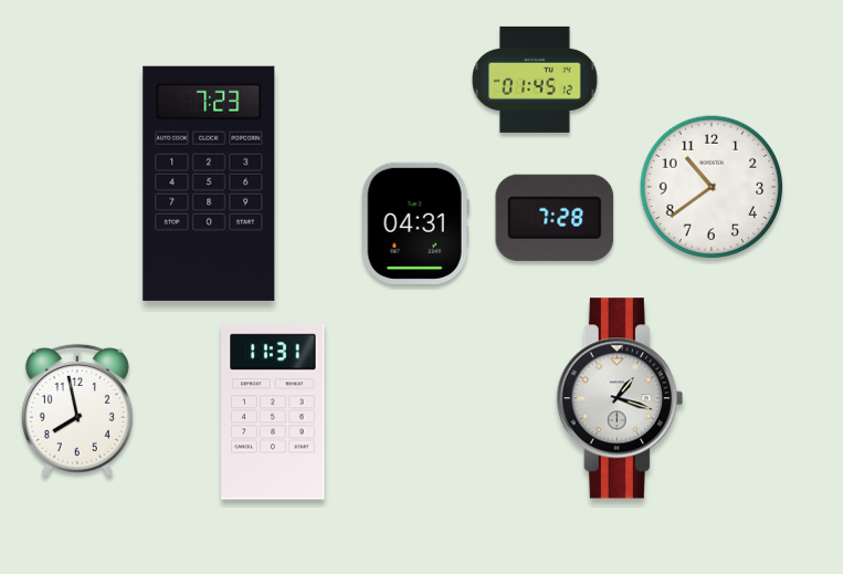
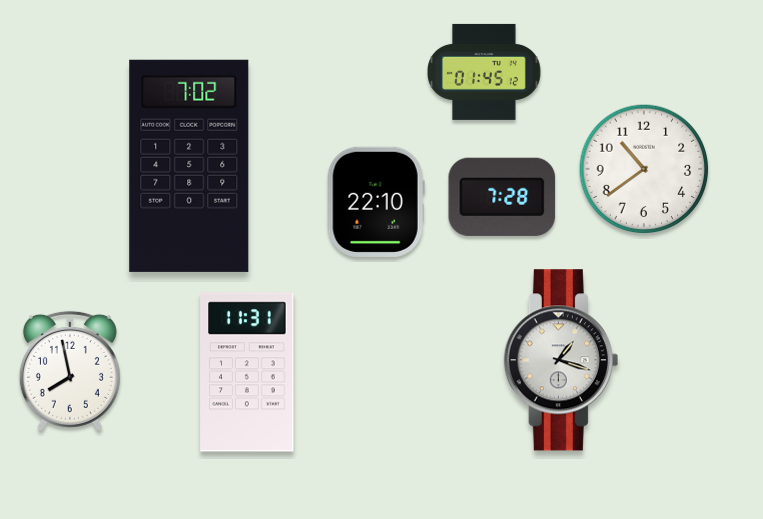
clock at (209, 184): 7:23 -> 7:02
clock at (415, 223): 04:31 -> 22:10
